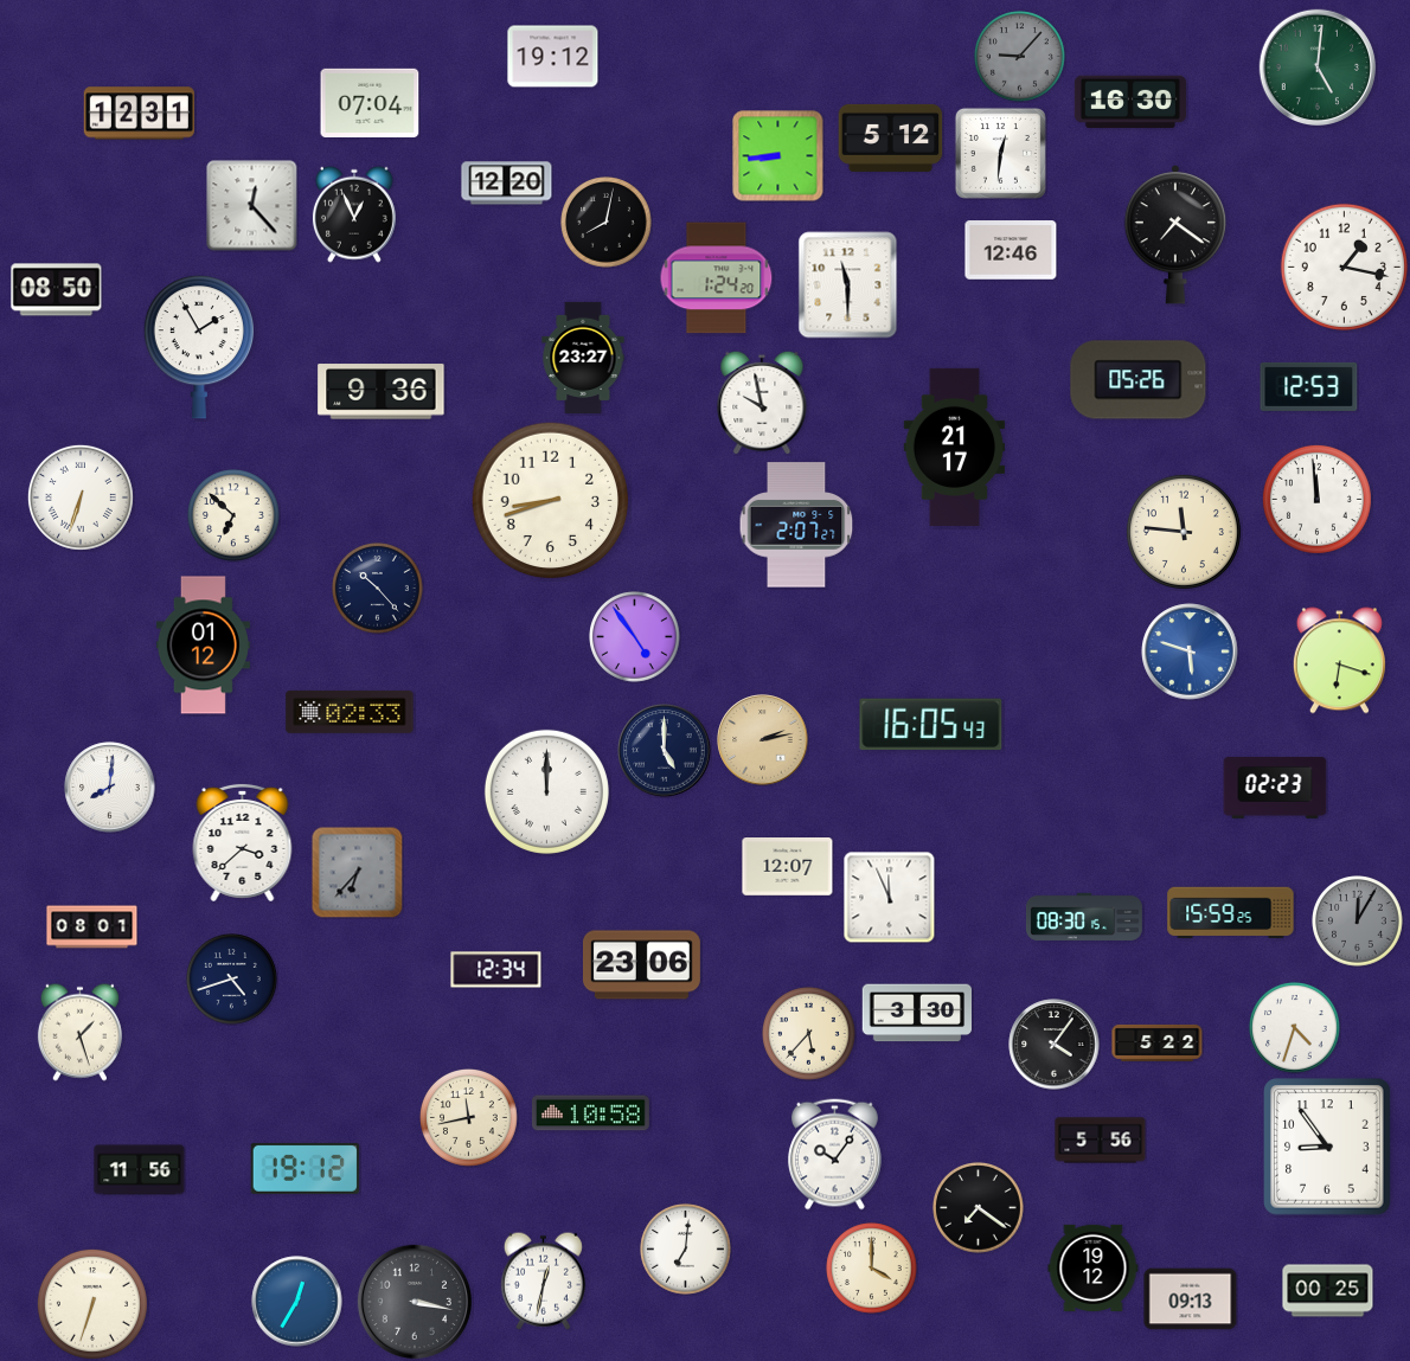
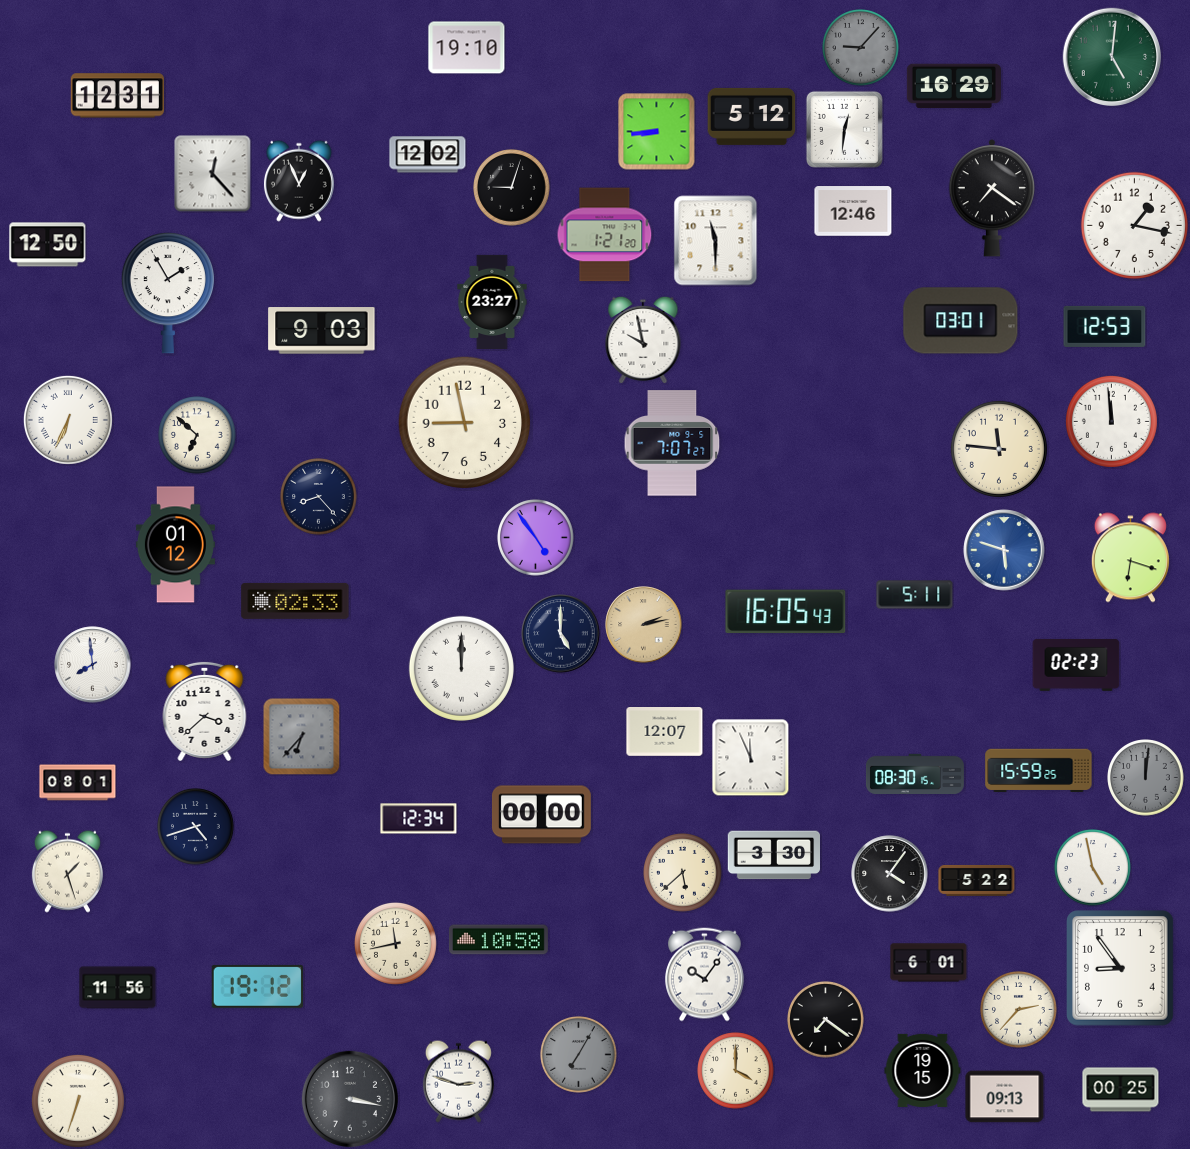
clock at (553, 57): 19:12 -> 19:10
clock at (1130, 102): 16:30 -> 16:29
clock at (370, 103): 07:04 -> none
clock at (507, 184): 12:20 -> 12:02
clock at (607, 223): 8:02 -> 9:03
clock at (717, 278): 1:24 -> 1:21
clock at (57, 290): 08:50 -> 12:50
clock at (1139, 380): 05:26 -> 03:01
clock at (382, 392): 9:36 -> 9:03
clock at (955, 447): 21:17 -> none
clock at (81, 497): 6:33 -> 6:34
clock at (551, 501): 8:42 -> 8:58
clock at (796, 525): 2:07 -> 7:07
clock at (378, 589): 10:23 -> 8:23
clock at (203, 646) position: (203, 646) -> (175, 545)
clock at (915, 595): none -> 5:11
clock at (110, 788): 8:01 -> 7:59
clock at (1358, 922): 12:05 -> 12:01
clock at (641, 965): 23:06 -> 00:00
clock at (1295, 1028): 4:33 -> 4:58
clock at (809, 1034): 5:37 -> 5:38
clock at (1055, 1045) position: (1055, 1045) -> (890, 874)
clock at (1101, 1141): 5:56 -> 6:01
clock at (1019, 1010): none -> 2:37
clock at (686, 1250): 7:01 -> 7:05
clock at (686, 1250) dial: white -> grey
clock at (1094, 1267): 19:12 -> 19:15
clock at (543, 1280): 12:32 -> 2:48
clock at (297, 1302): 12:35 -> none
